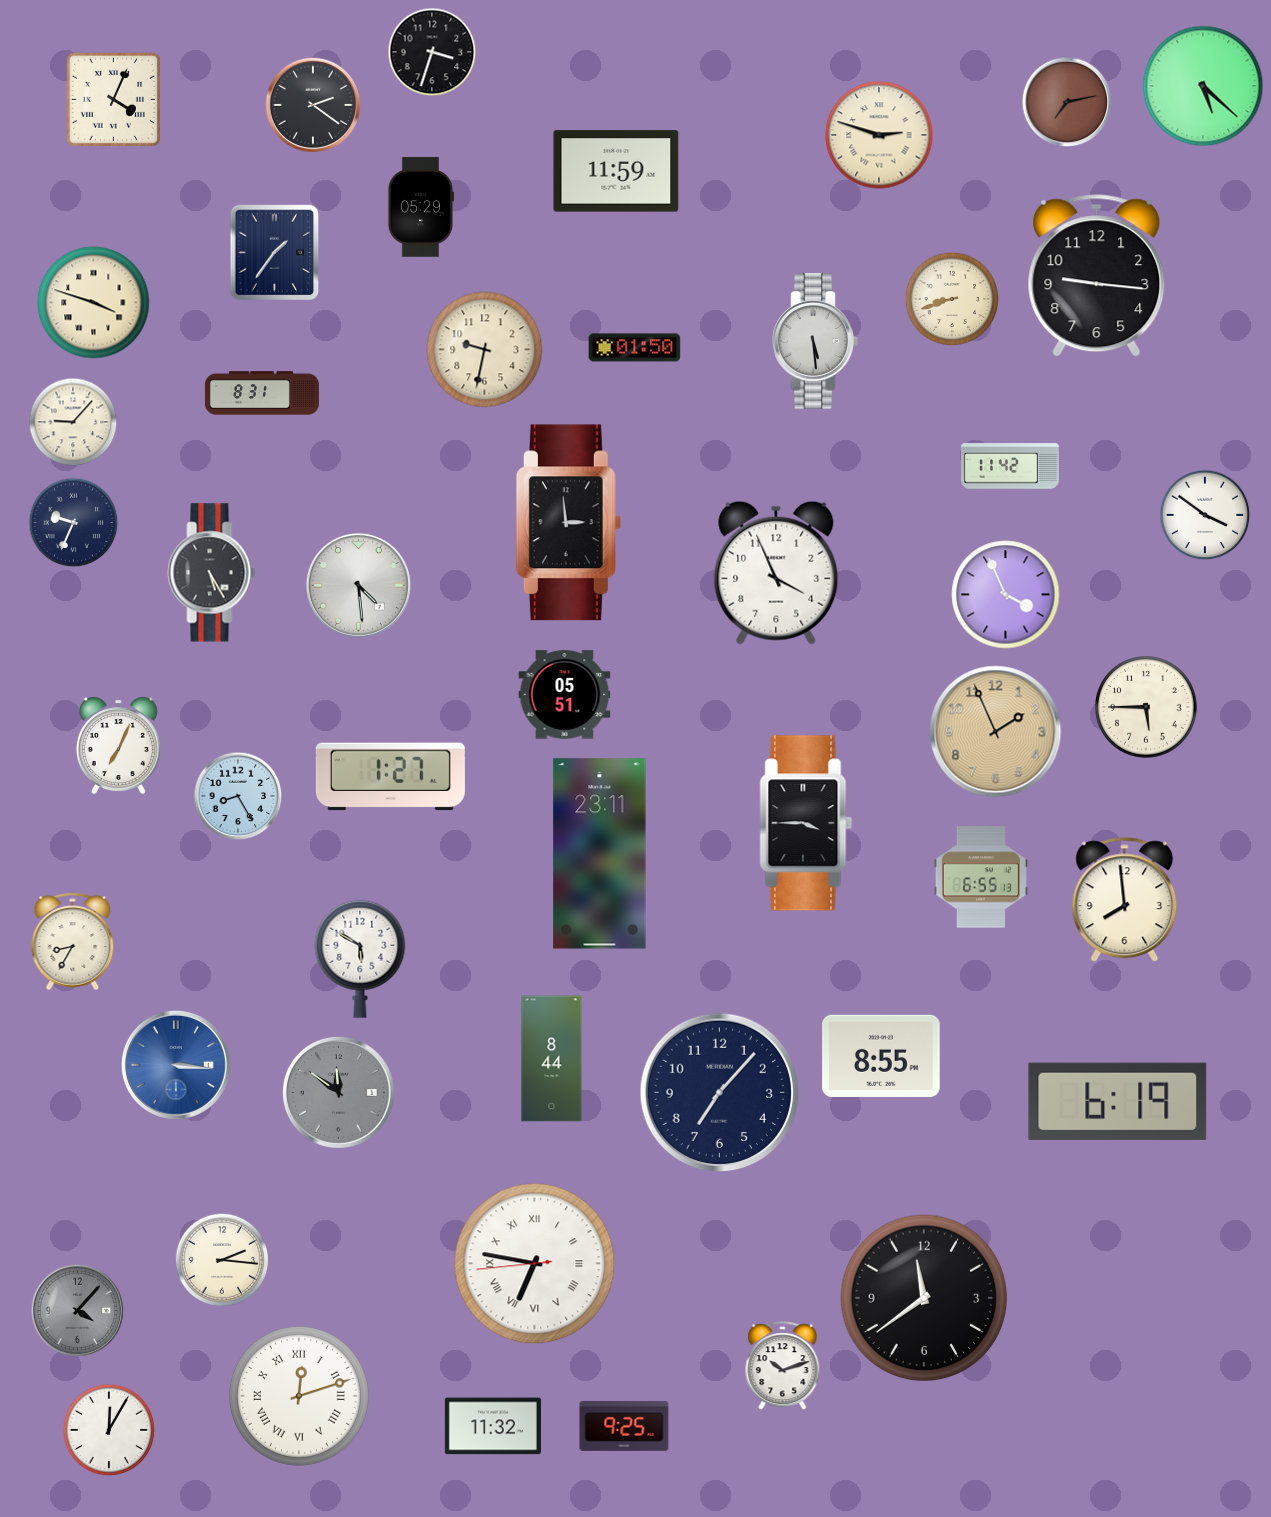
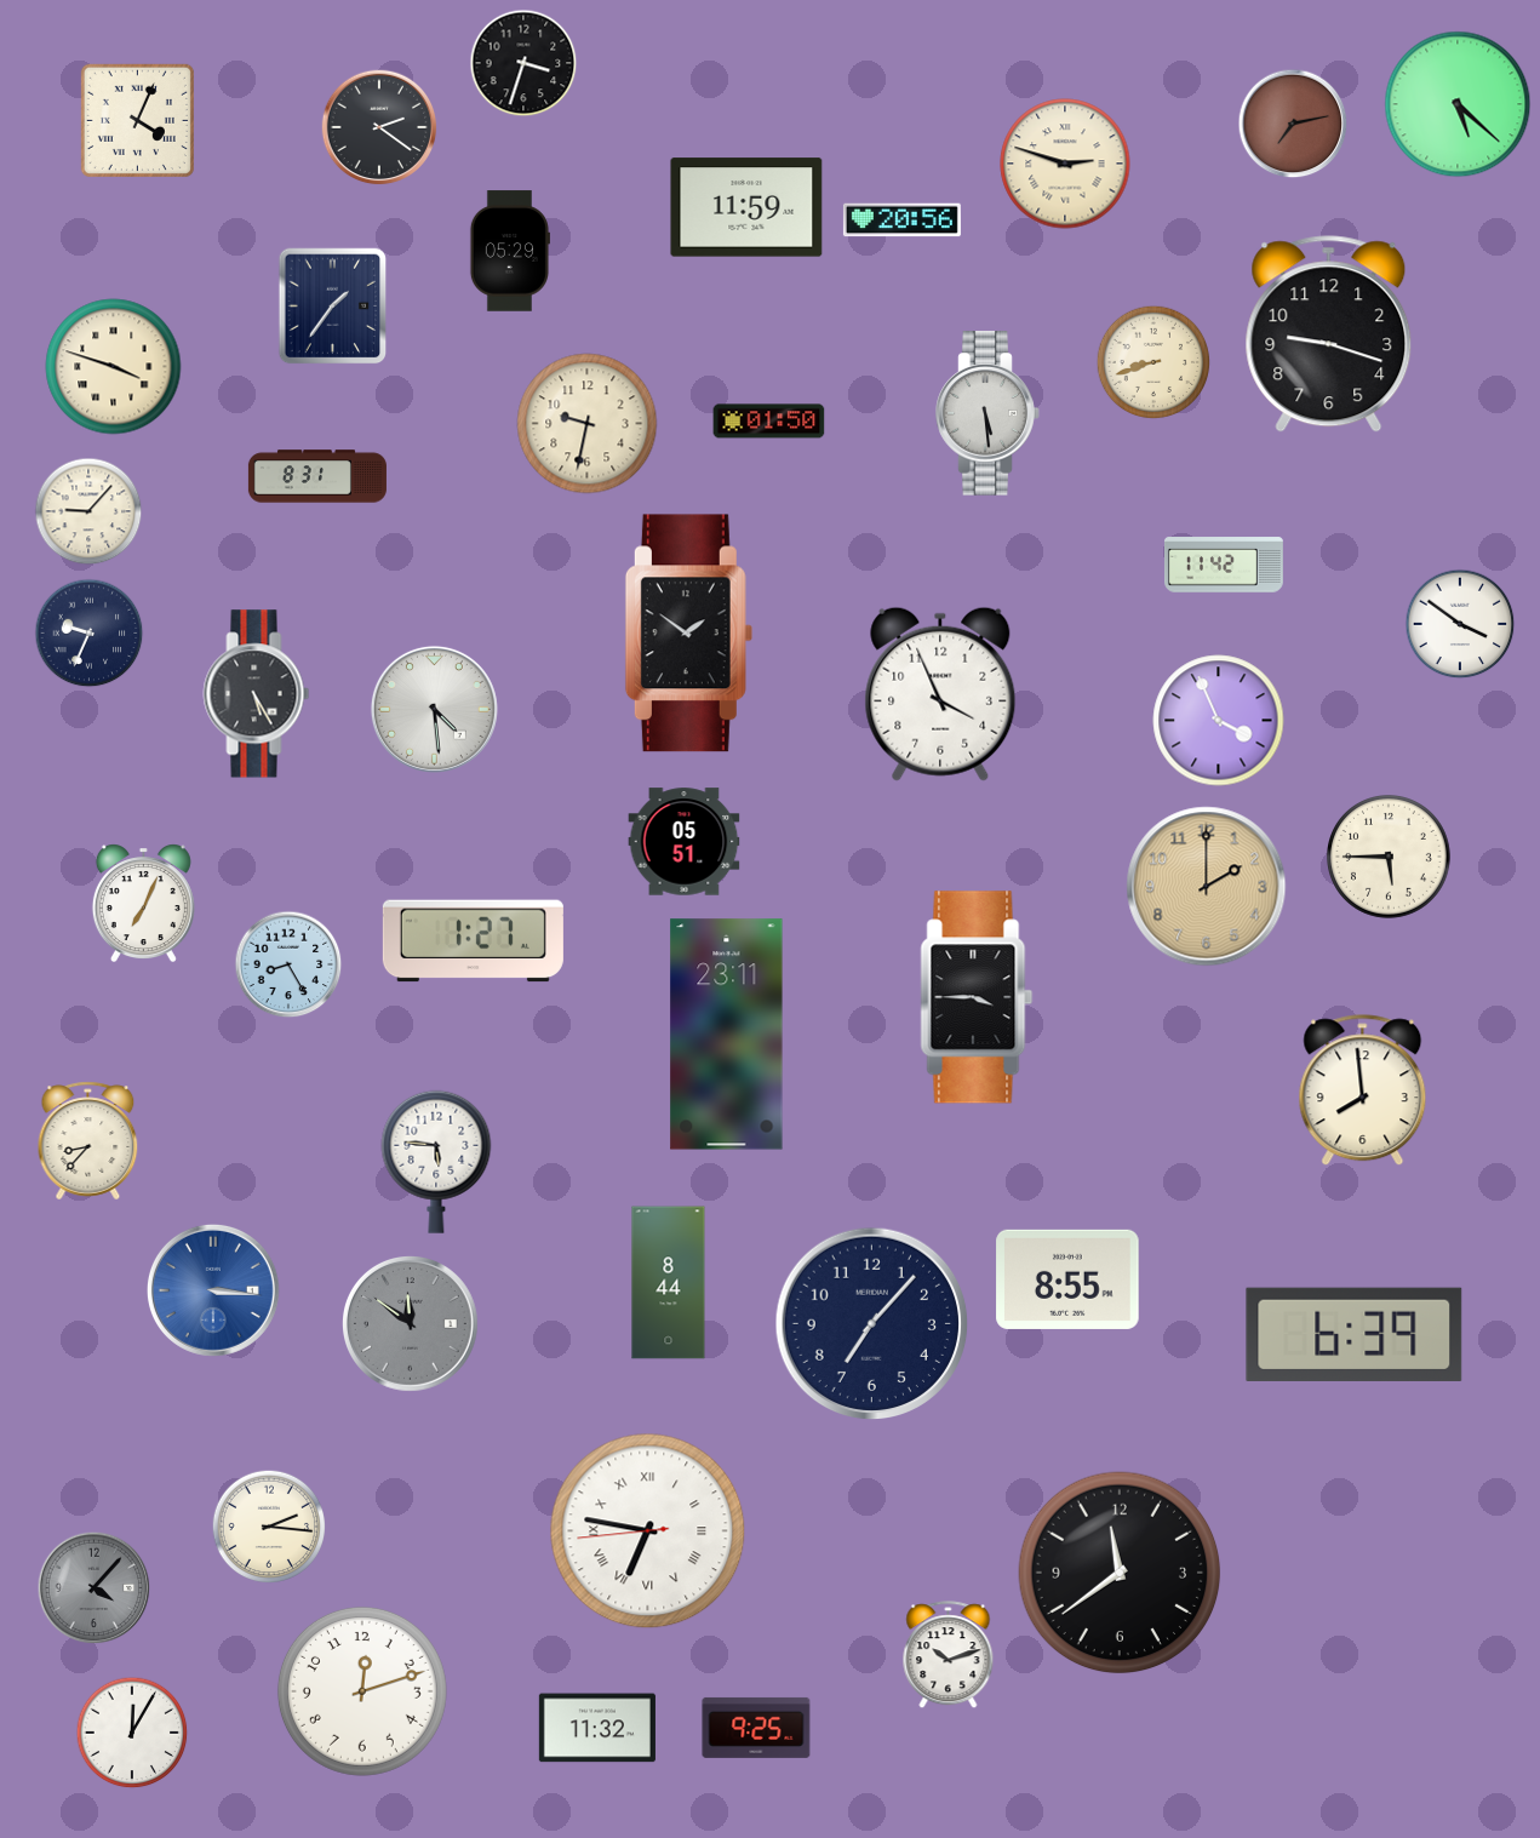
clock at (901, 221): none -> 20:56
clock at (1097, 276): 9:16 -> 9:18
clock at (568, 523): 2:59 -> 1:51
clock at (996, 732): 1:56 -> 2:00
clock at (981, 877): 6:55 -> none
clock at (73, 942): 8:35 -> 8:37
clock at (360, 959): 5:50 -> 5:46
clock at (1118, 1101): 6:19 -> 6:39
clock at (299, 1396) numerals: Roman -> Arabic
